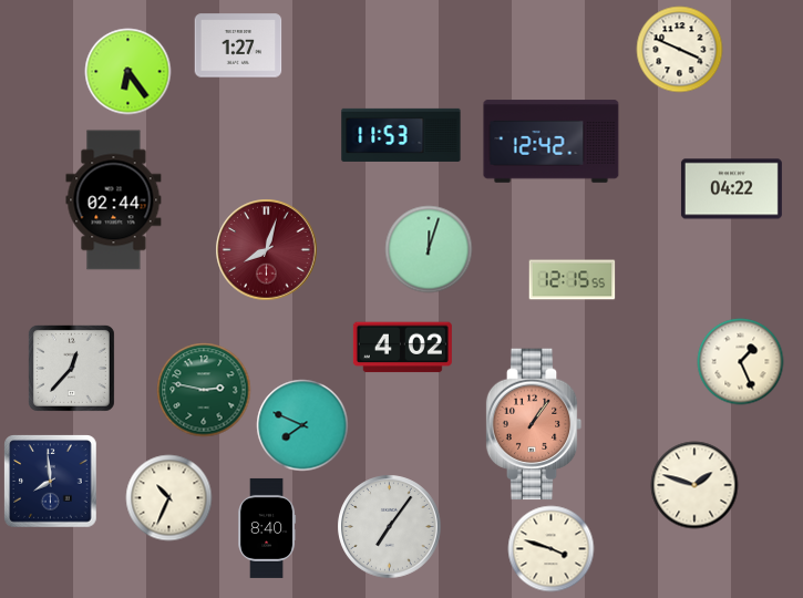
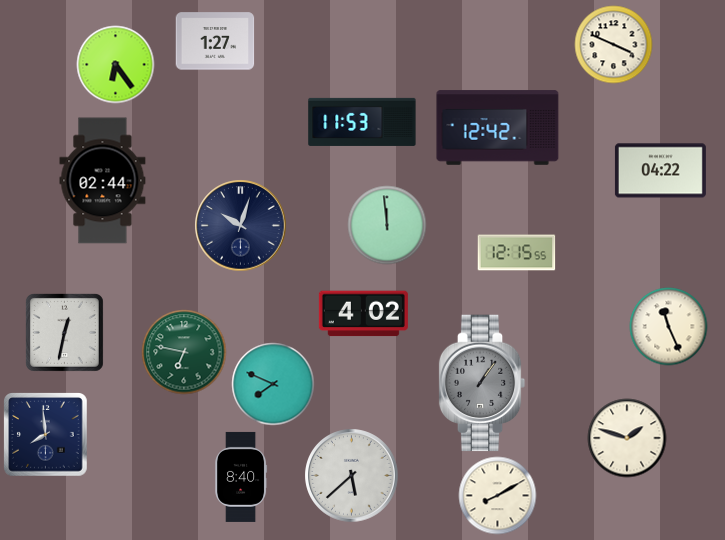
clock at (266, 249): 8:03 -> 10:03
clock at (266, 249) dial: burgundy -> navy
clock at (429, 249): 12:03 -> 11:59
clock at (740, 361): 1:26 -> 11:26
clock at (71, 368): 12:37 -> 12:32
clock at (204, 390): 2:47 -> 6:47
clock at (534, 424) dial: salmon -> grey
clock at (168, 497): 10:34 -> none
clock at (389, 526): 7:06 -> 5:38
clock at (550, 548): 3:48 -> 8:10
